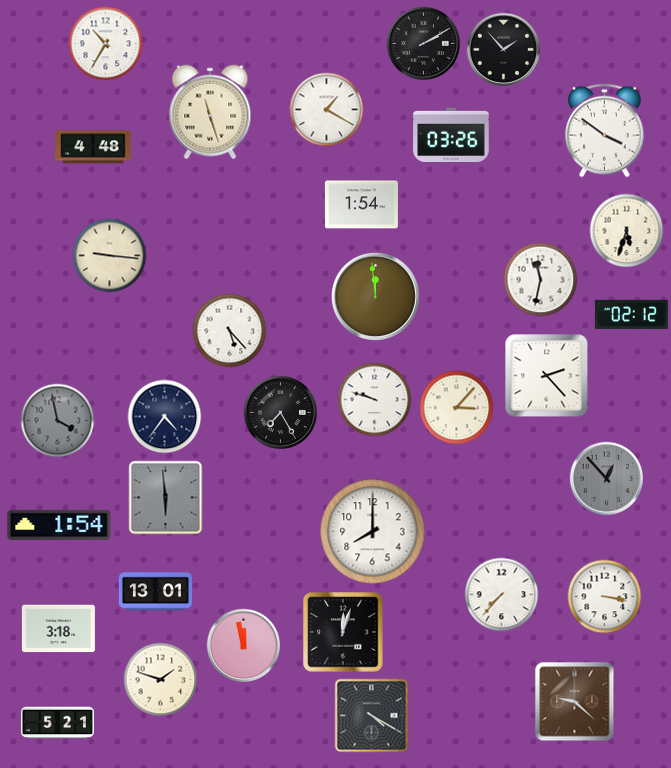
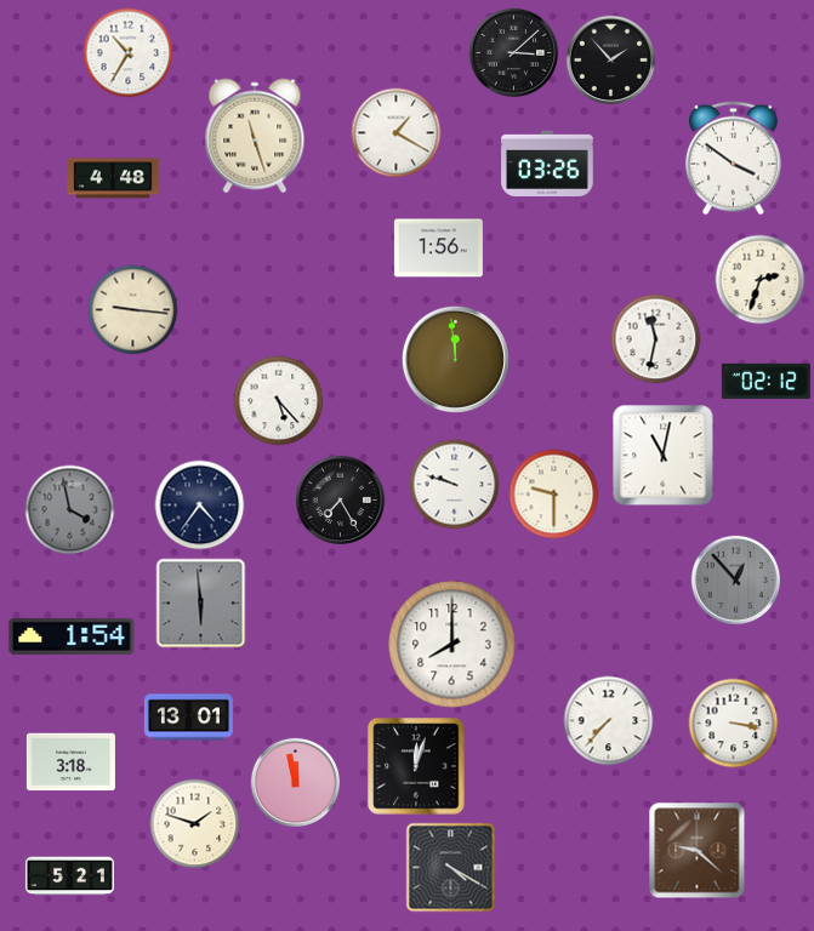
clock at (423, 43): 2:10 -> 3:08
clock at (361, 205): 1:54 -> 1:56
clock at (627, 231): 5:33 -> 2:33
clock at (547, 376): 2:23 -> 11:02
clock at (457, 408): 3:07 -> 9:30
